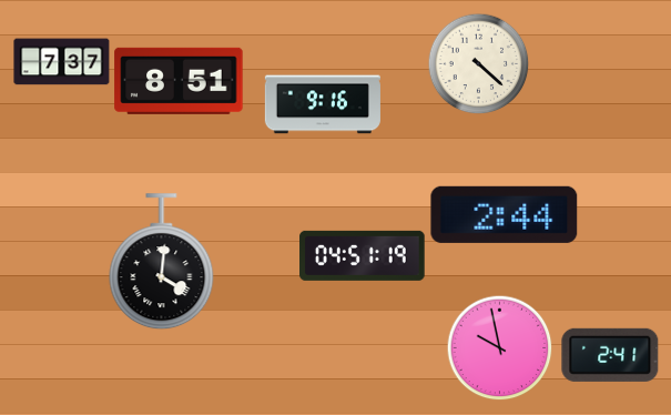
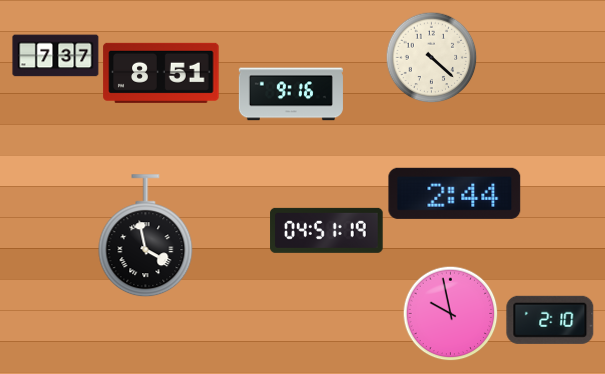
clock at (162, 262): 4:01 -> 3:58
clock at (610, 355): 2:41 -> 2:10
